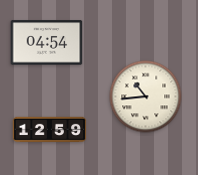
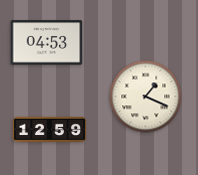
clock at (47, 43): 04:54 -> 04:53
clock at (146, 97): 10:44 -> 1:19
